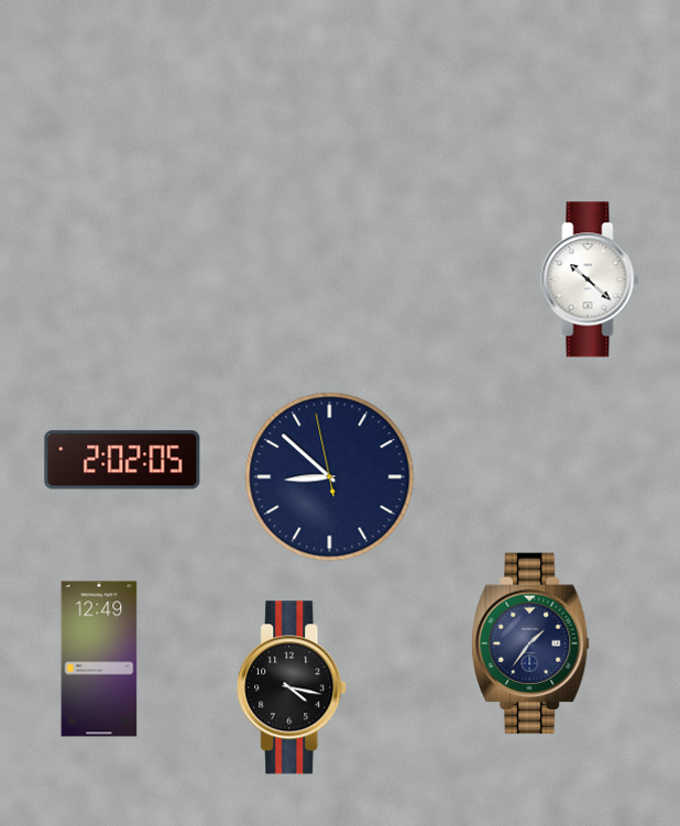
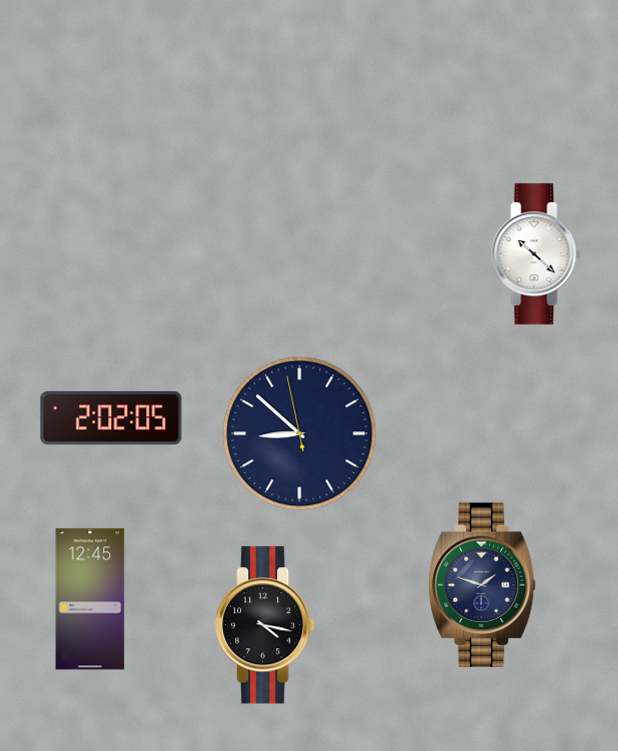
clock at (530, 643): 1:36 -> 1:48
clock at (99, 659): 12:49 -> 12:45
